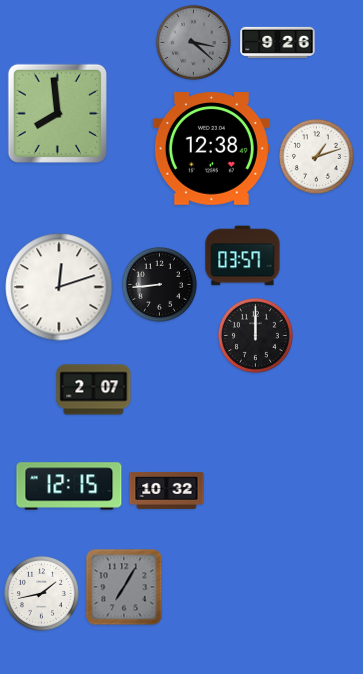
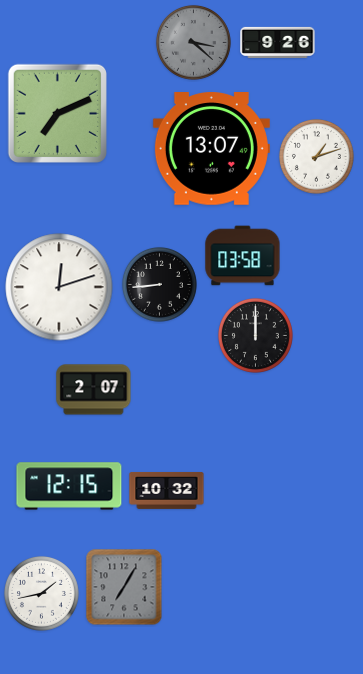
clock at (57, 113): 7:59 -> 7:11
clock at (211, 149): 12:38 -> 13:07
clock at (243, 256): 03:57 -> 03:58
